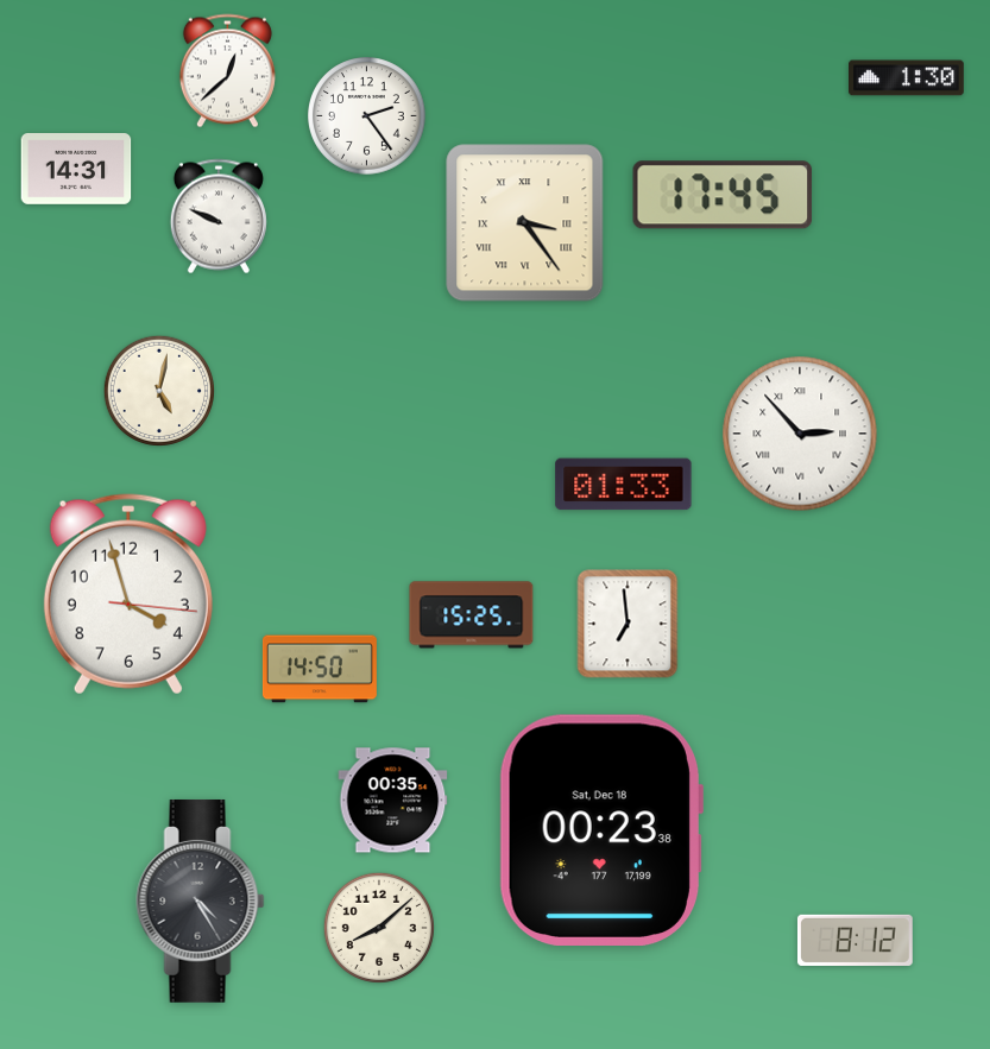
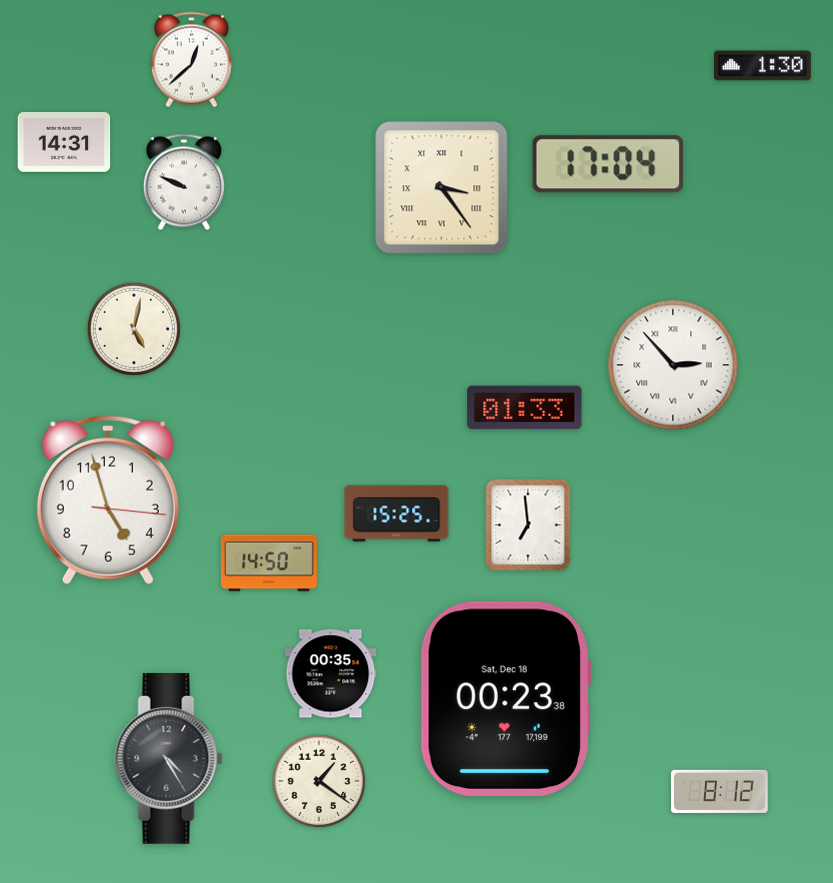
clock at (367, 116): 2:24 -> none
clock at (723, 195): 17:45 -> 17:04
clock at (128, 594): 3:57 -> 4:57
clock at (472, 615) position: (472, 615) -> (397, 514)
clock at (379, 928): 8:08 -> 1:21
